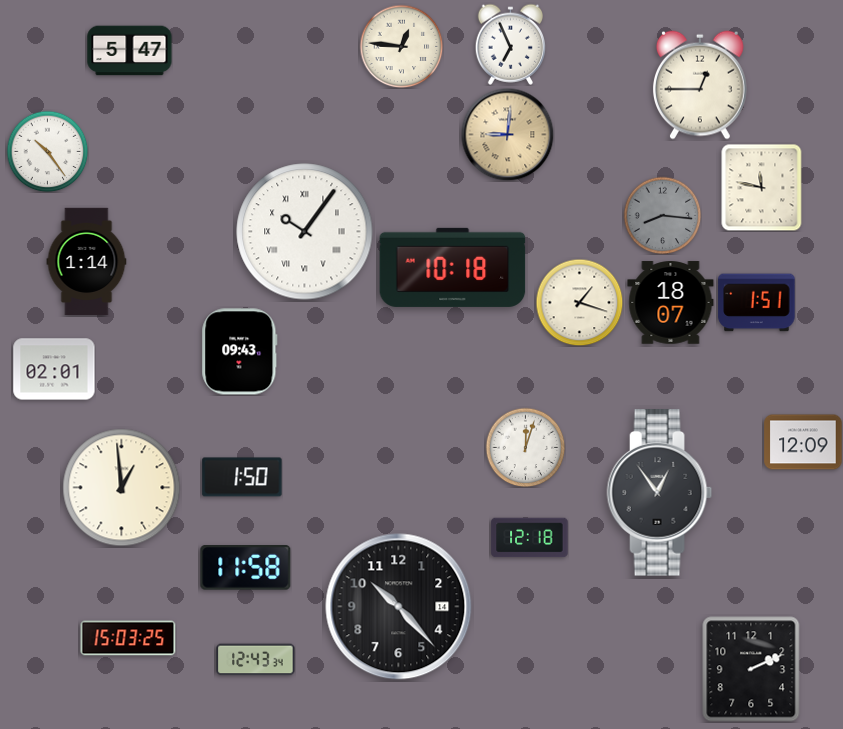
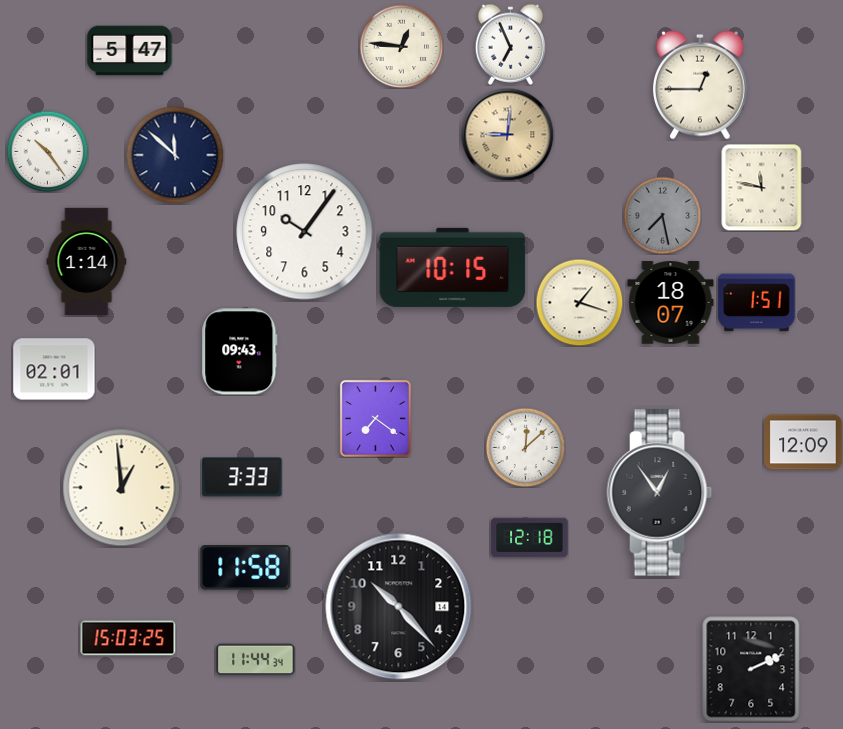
clock at (175, 155): none -> 11:52
clock at (662, 215): 8:16 -> 7:28
clock at (305, 232) numerals: Roman -> Arabic
clock at (453, 267): 10:18 -> 10:15
clock at (375, 418): none -> 7:21
clock at (525, 447): 12:03 -> 12:08
clock at (242, 477): 1:50 -> 3:33
clock at (256, 660): 12:43 -> 11:44
